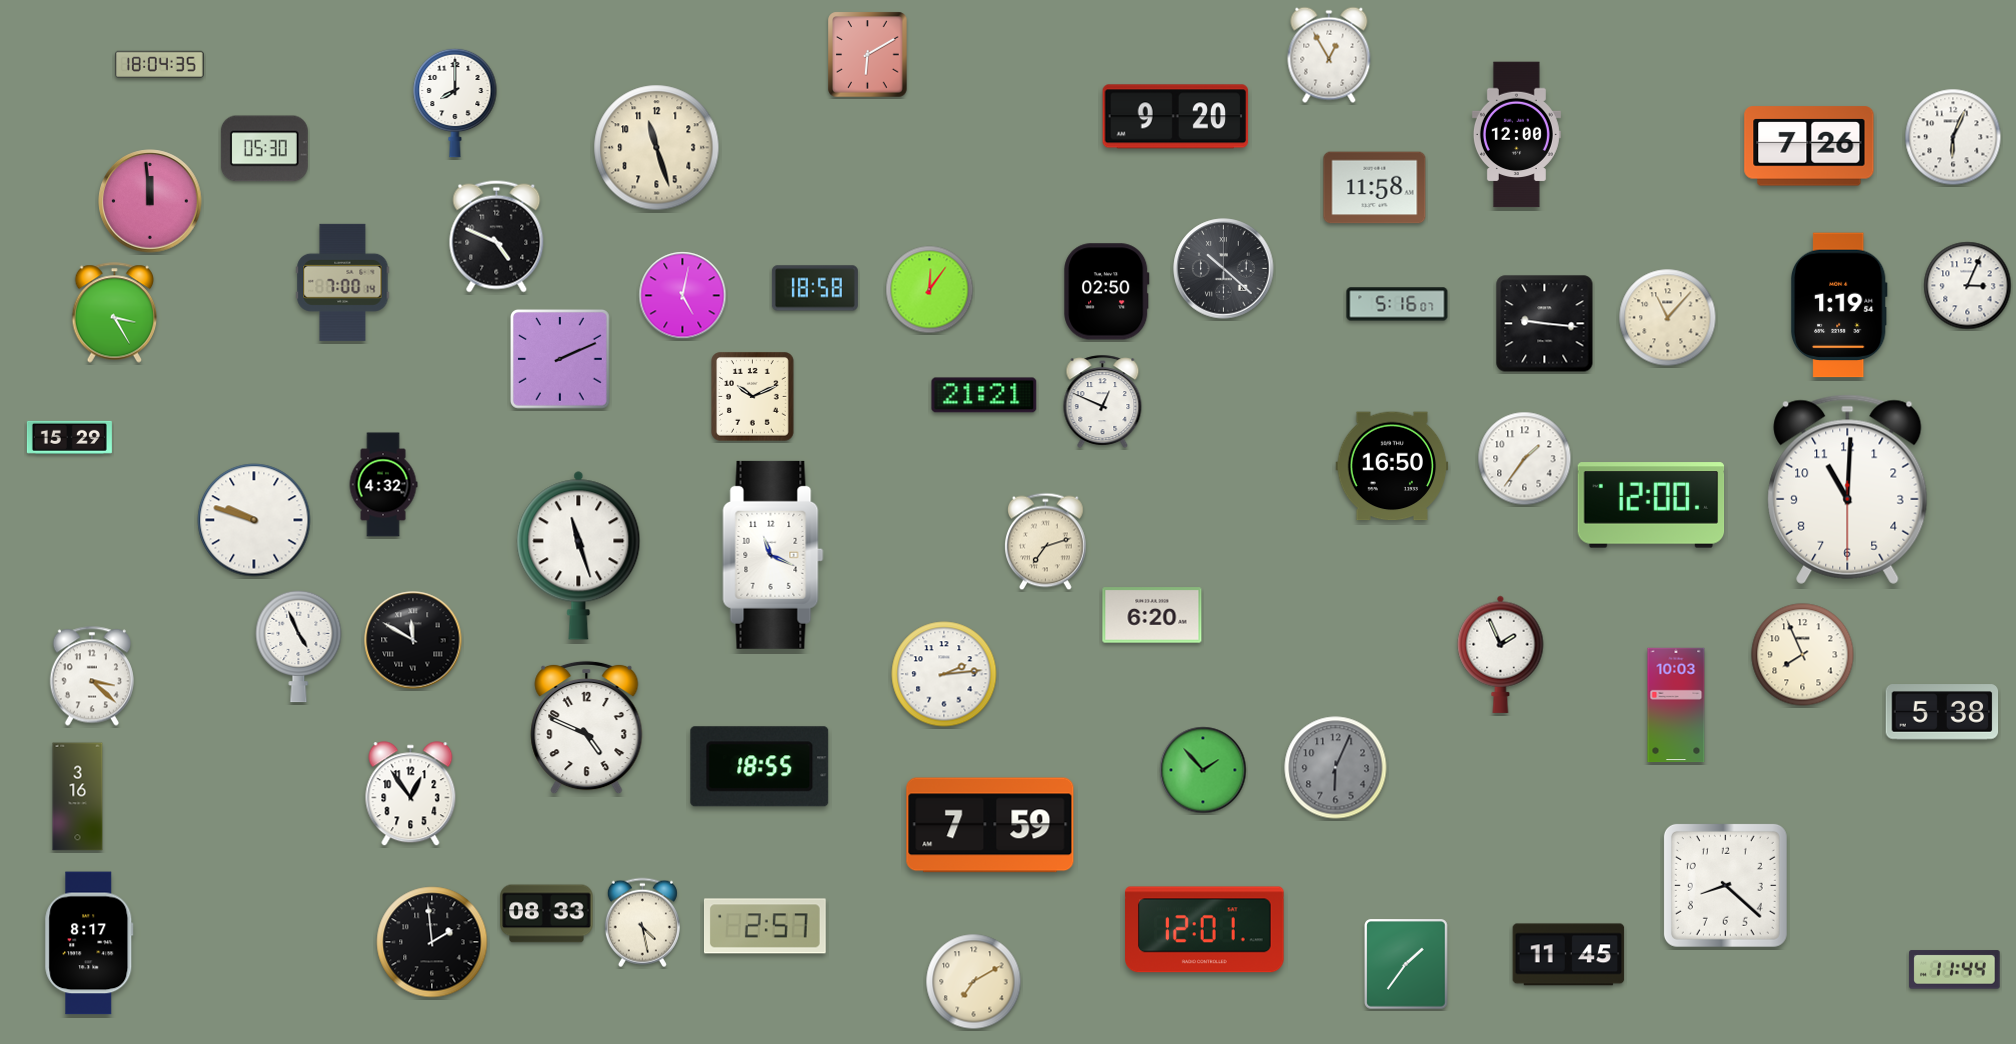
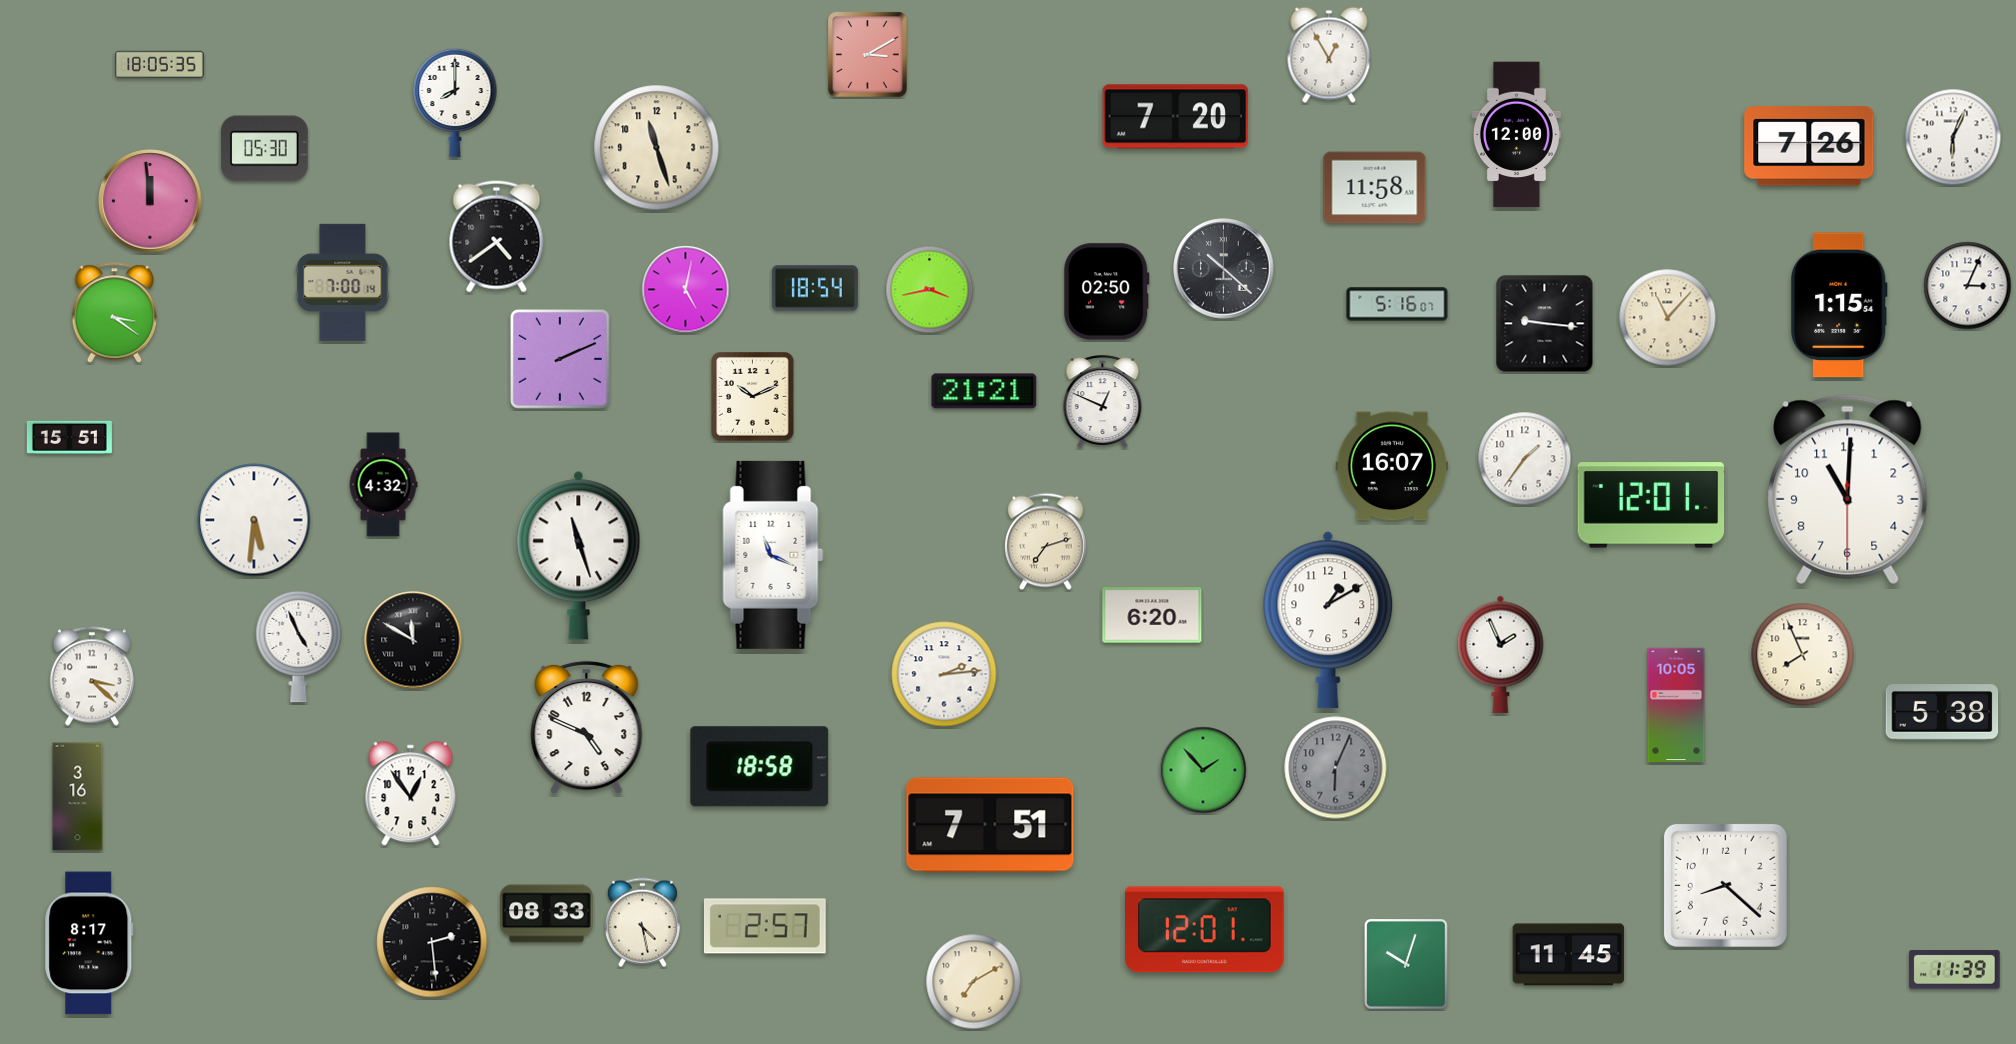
clock at (868, 55): 6:10 -> 3:10
clock at (160, 64): 18:04 -> 18:05
clock at (1176, 117): 9:20 -> 7:20
clock at (497, 237): 4:49 -> 4:39
clock at (815, 288): 18:58 -> 18:54
clock at (930, 290): 12:06 -> 3:43
clock at (683, 296) position: (683, 296) -> (686, 290)
clock at (1839, 305): 1:19 -> 1:15
clock at (115, 313): 3:25 -> 3:21
clock at (984, 395) position: (984, 395) -> (984, 391)
clock at (69, 437): 15:29 -> 15:51
clock at (1392, 466): 16:50 -> 16:07
clock at (1651, 505): 12:00 -> 12:01
clock at (254, 520): 9:48 -> 5:31
clock at (1328, 620): none -> 1:10
clock at (1676, 705): 10:03 -> 10:05
clock at (760, 767): 18:55 -> 18:58
clock at (990, 825): 7:59 -> 7:51
clock at (432, 942): 1:59 -> 2:29
clock at (1407, 964): 1:36 -> 10:03
clock at (1955, 970): 11:44 -> 11:39
